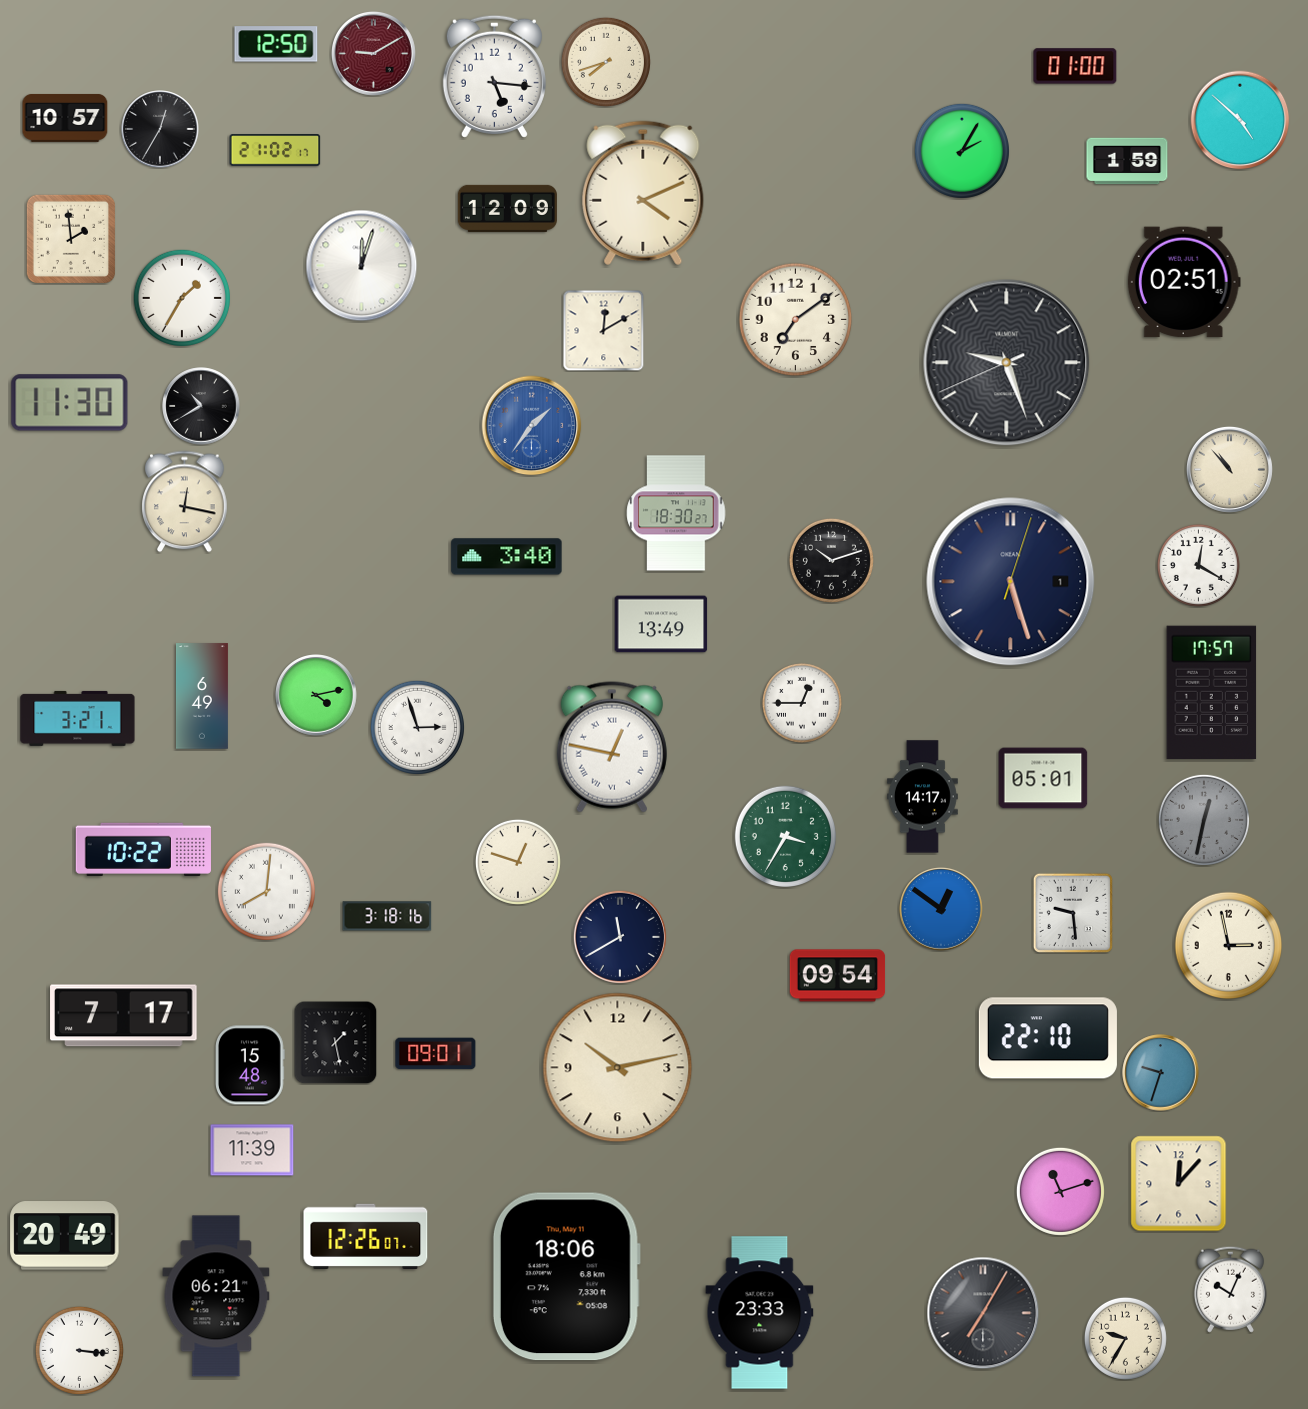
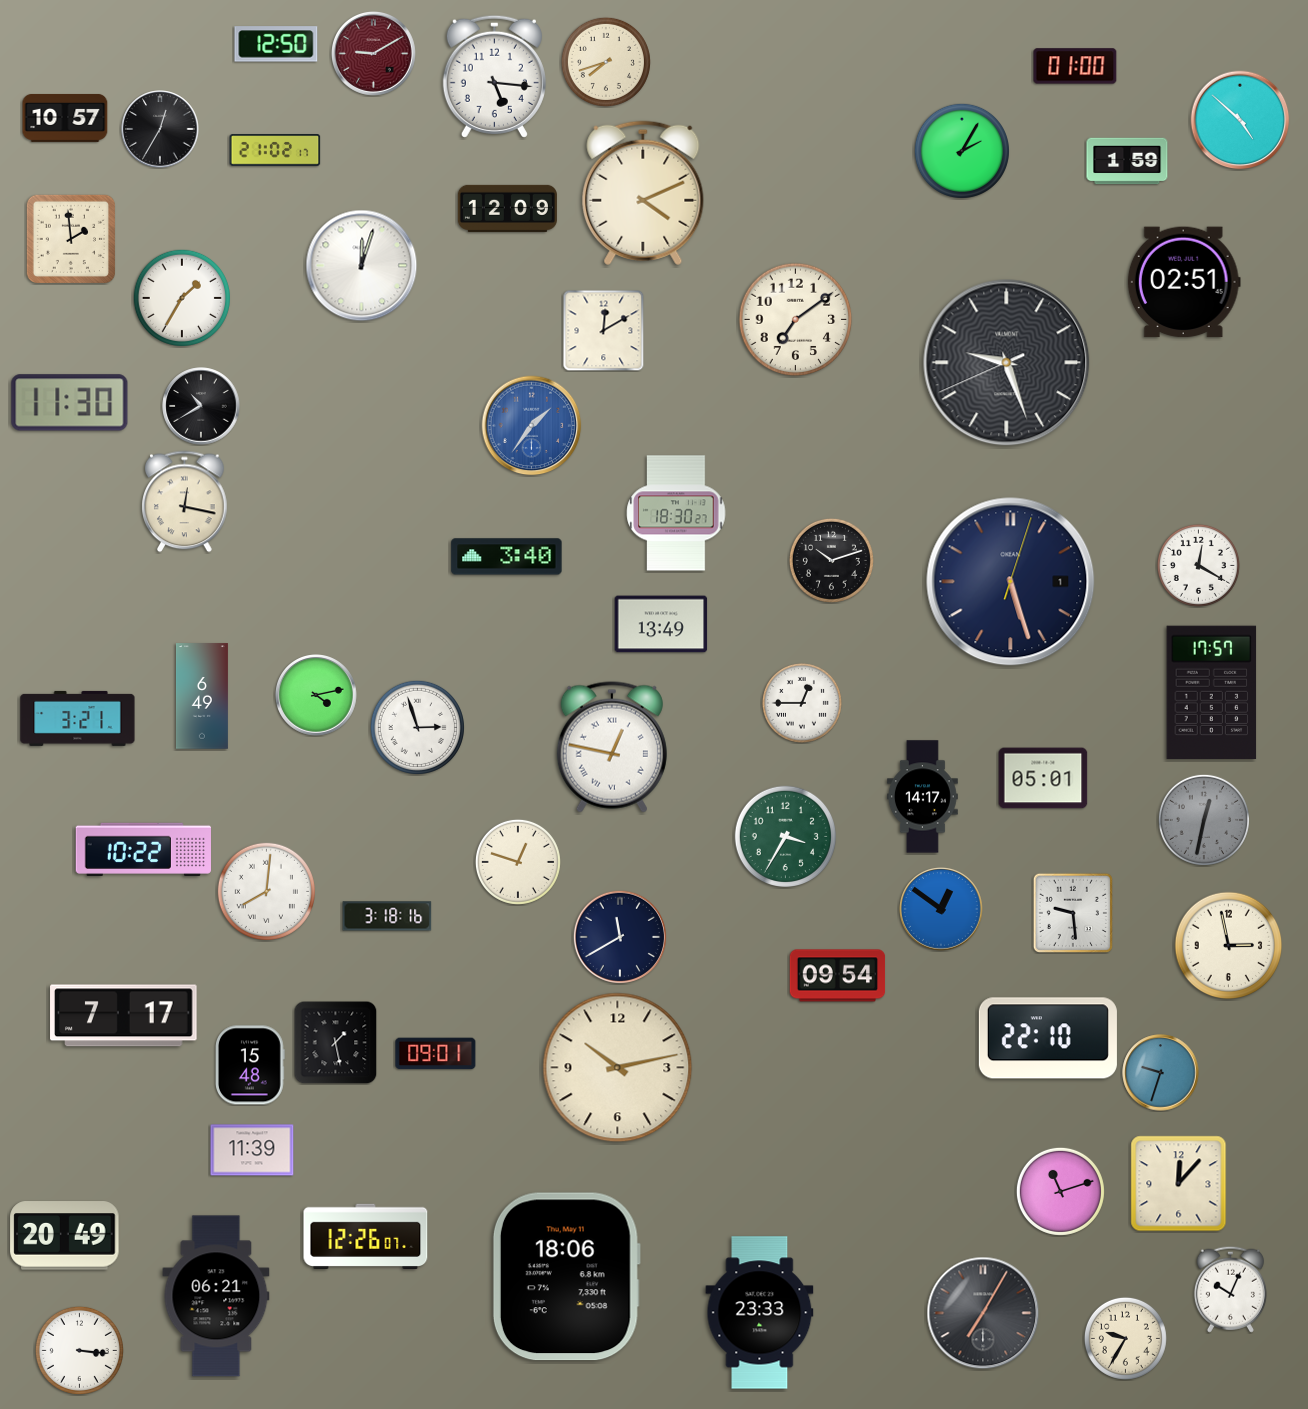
clock at (1229, 469): 10:53 -> none
